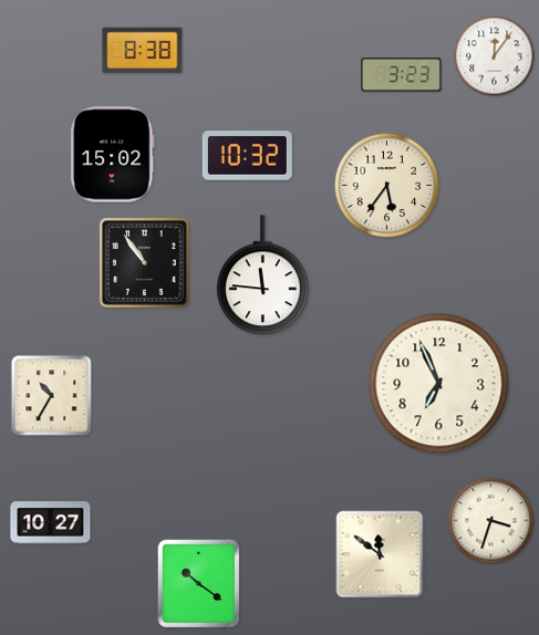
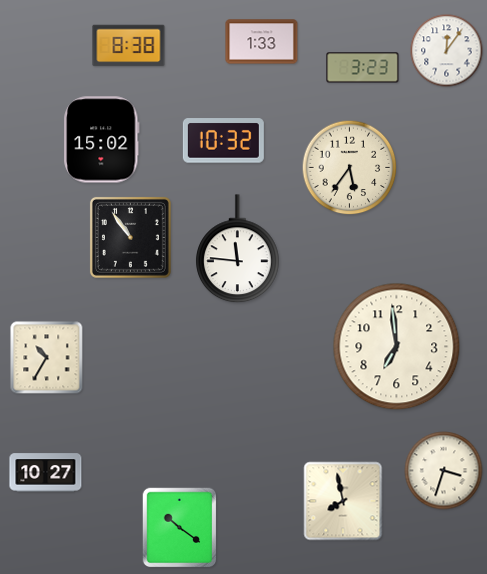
clock at (262, 42): none -> 1:33
clock at (439, 384): 6:56 -> 6:59
clock at (380, 554): 11:51 -> 7:58
